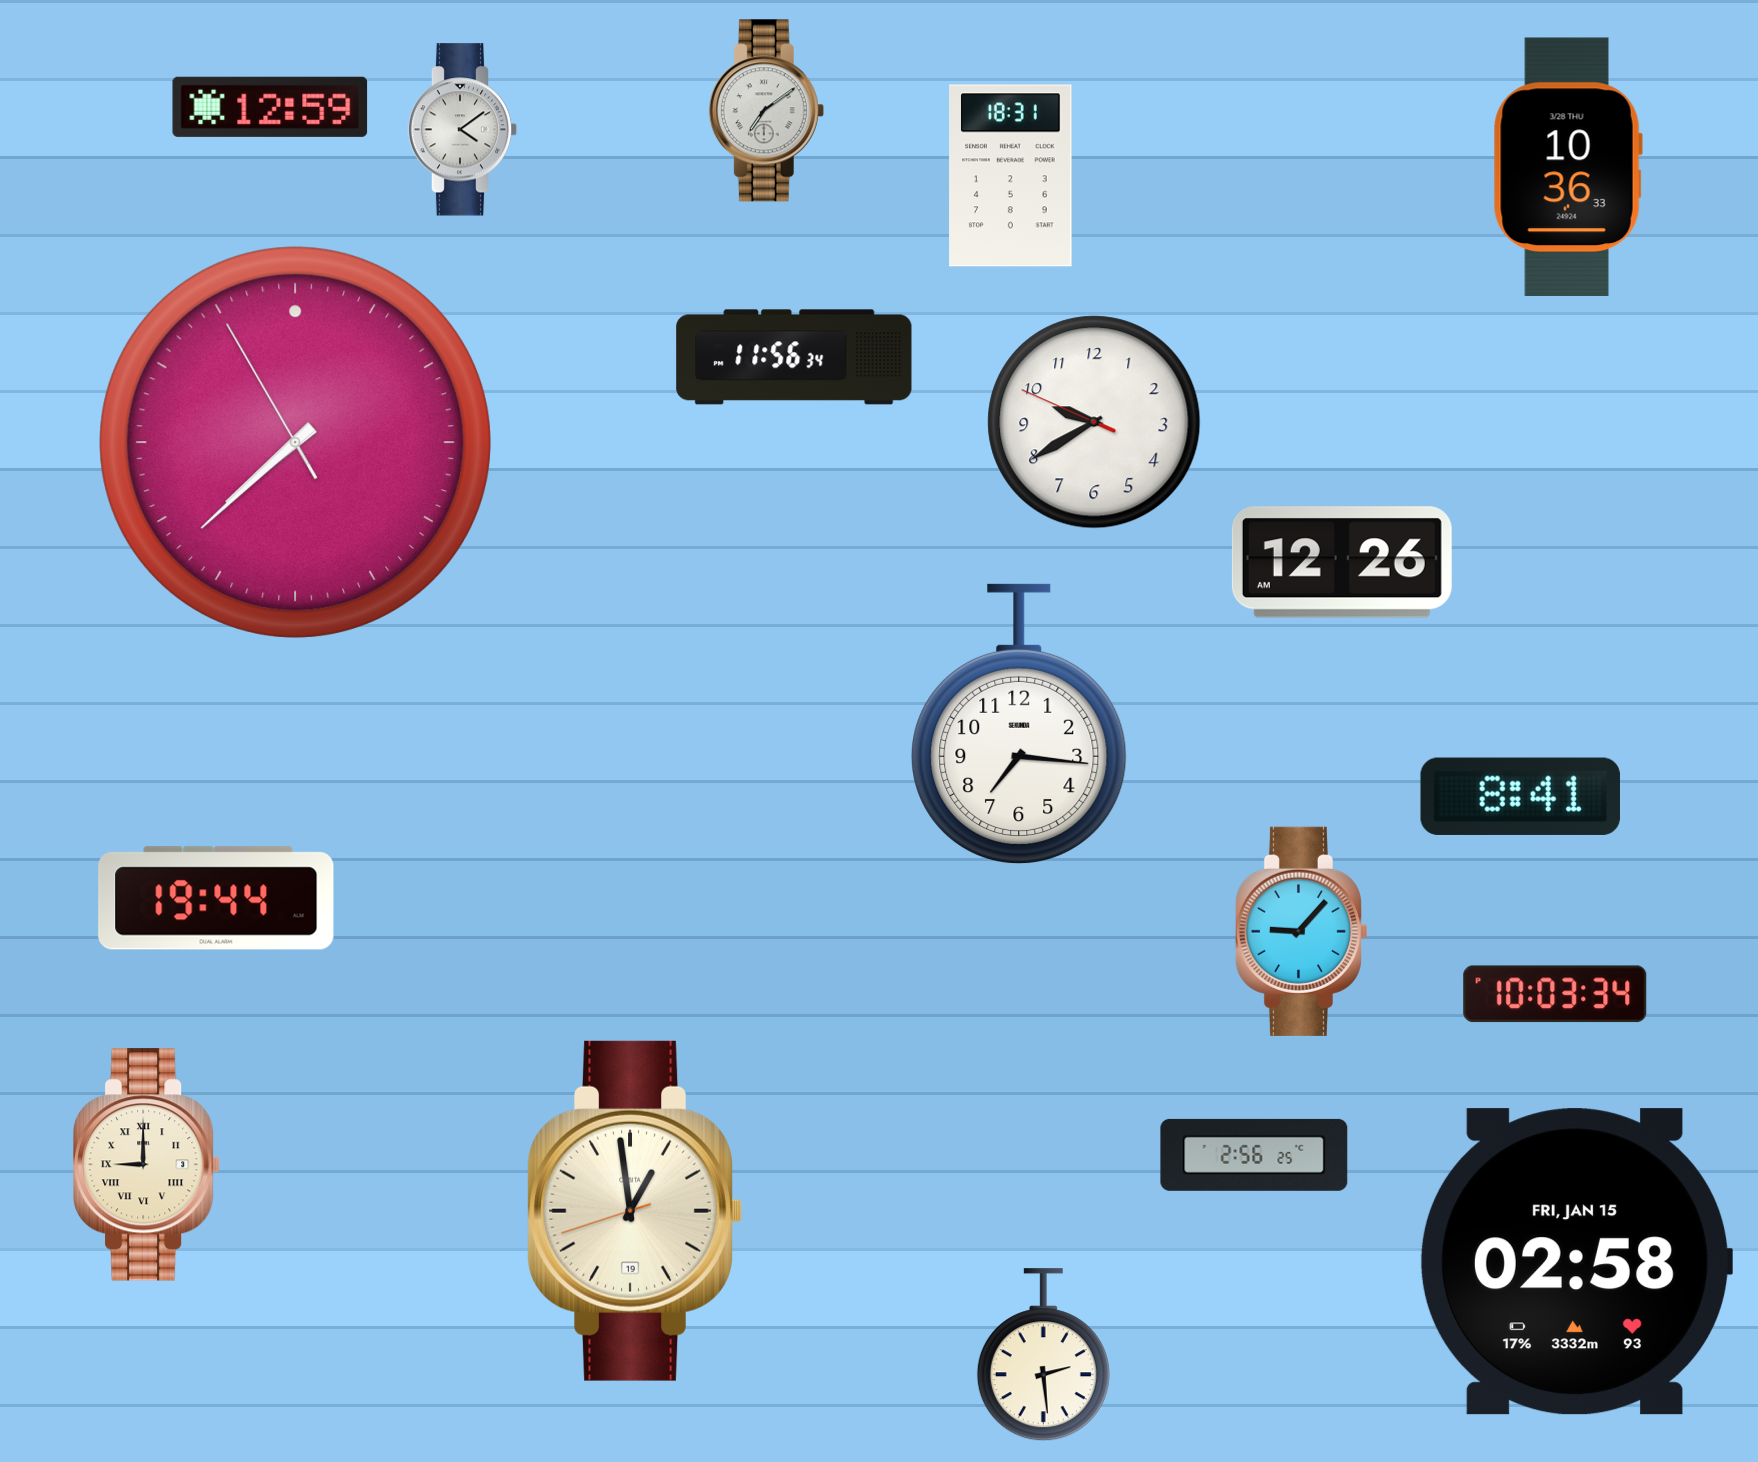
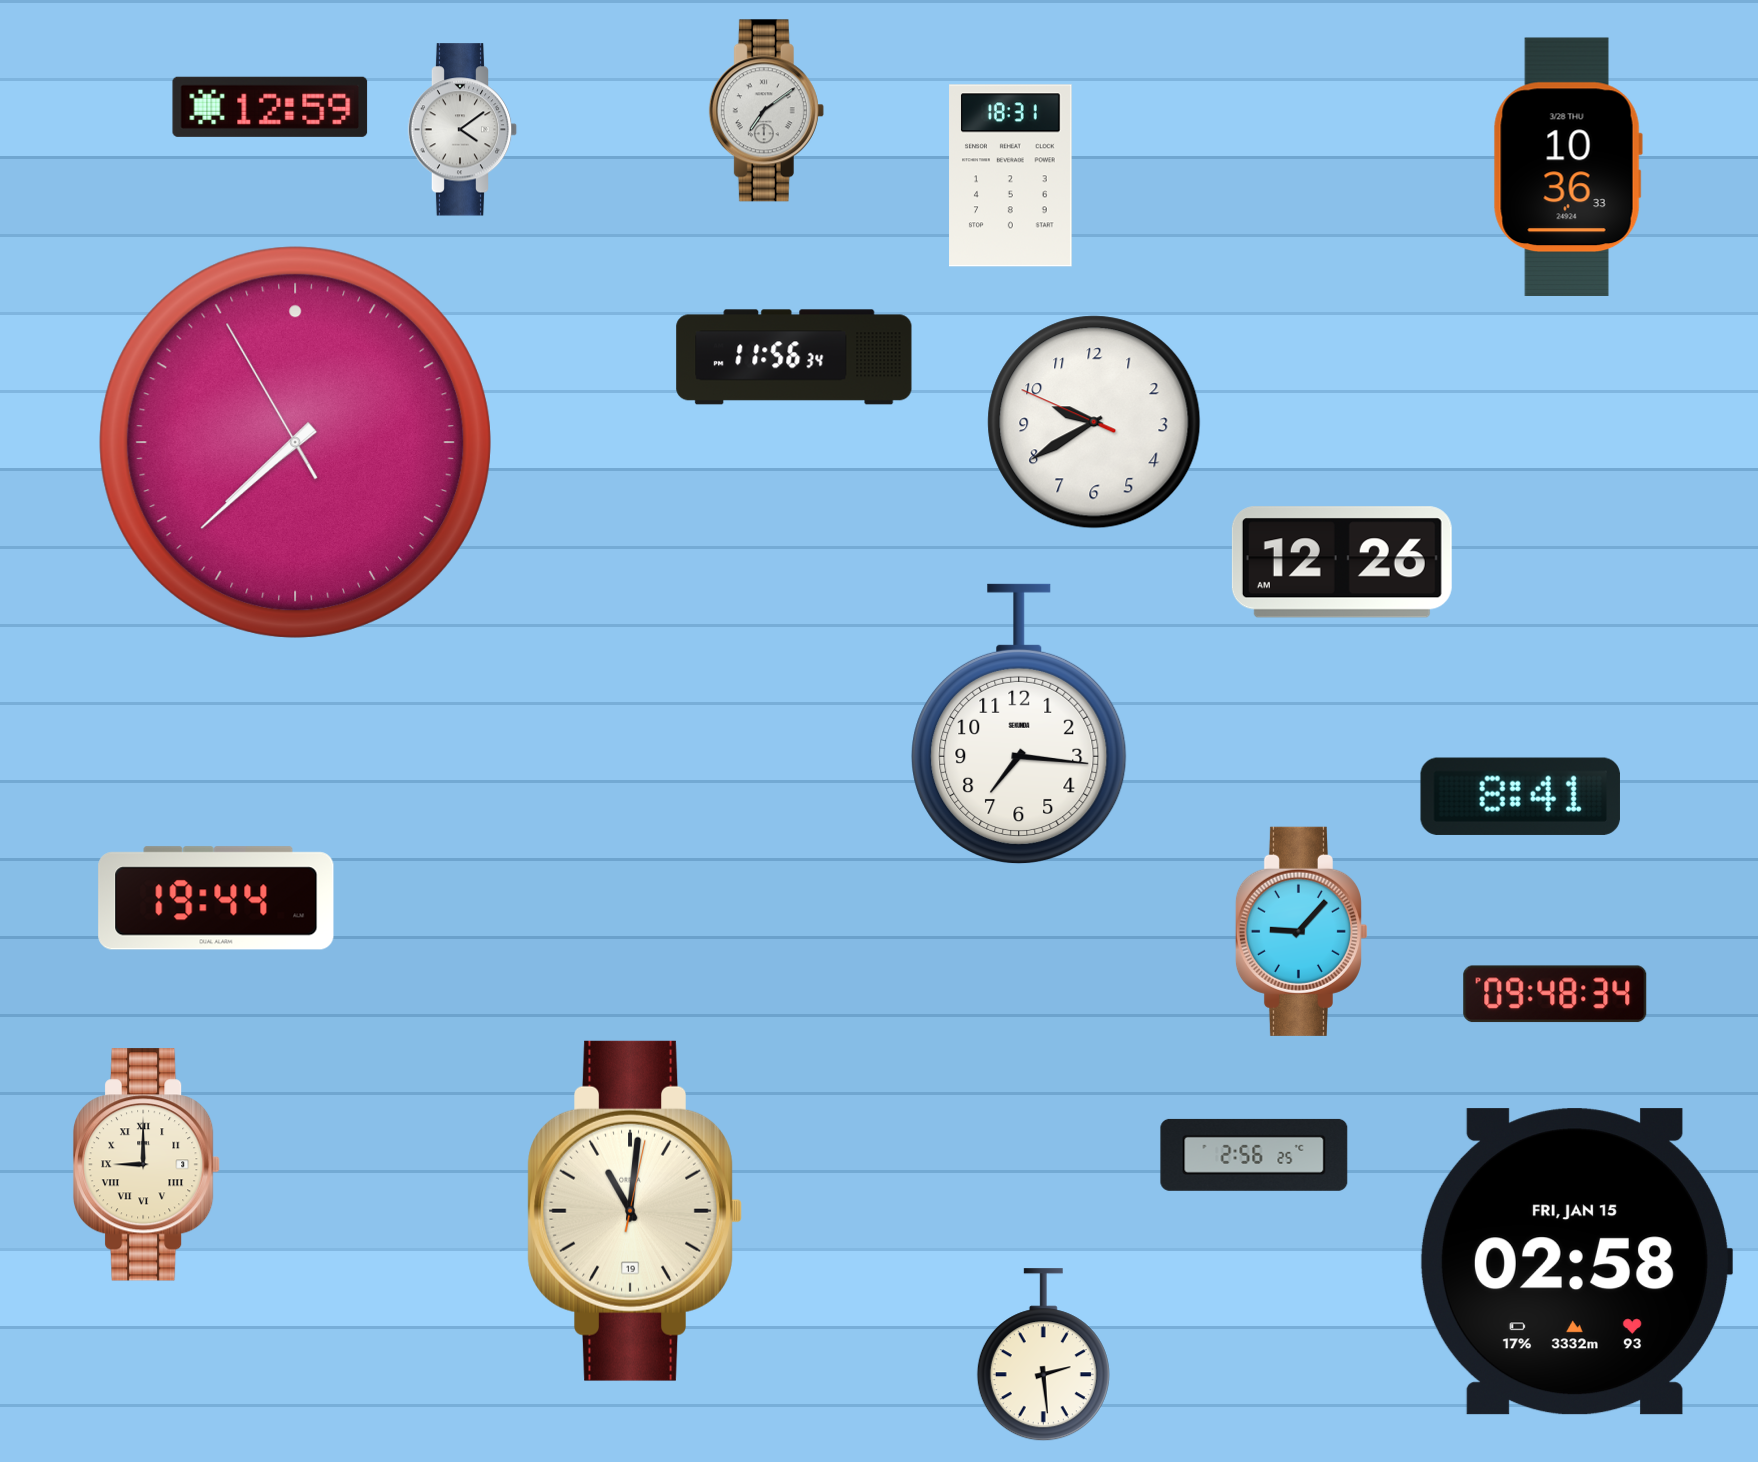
clock at (1555, 994): 10:03 -> 09:48
clock at (635, 1211): 12:58 -> 11:01
